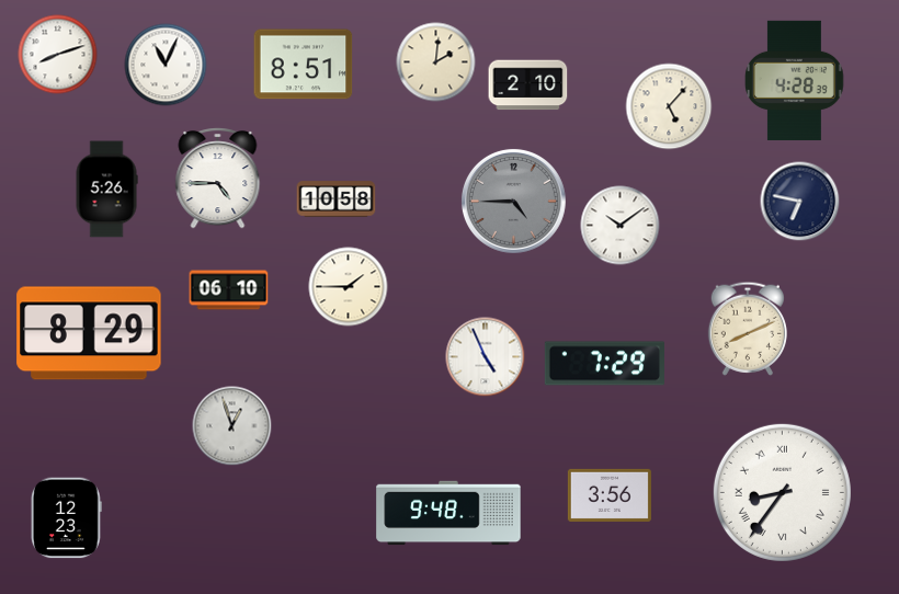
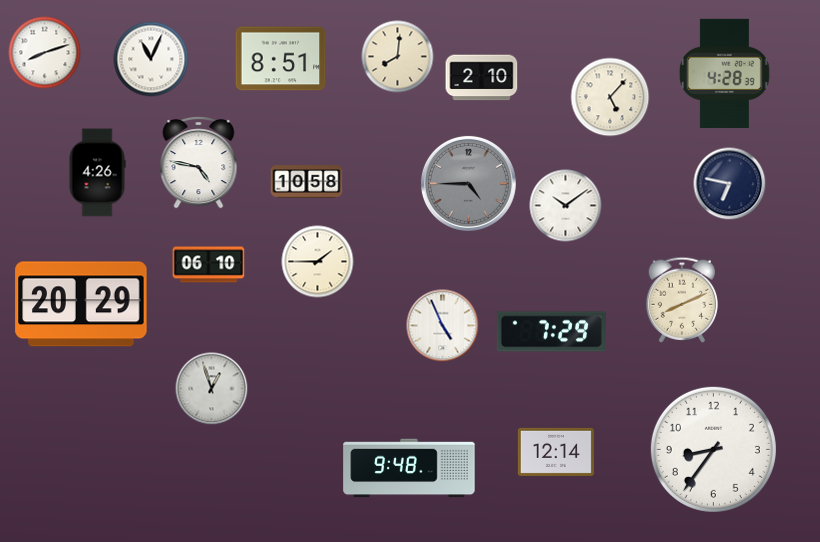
clock at (58, 55) position: (58, 55) -> (45, 53)
clock at (436, 62): 2:01 -> 8:01
clock at (304, 65) position: (304, 65) -> (281, 59)
clock at (218, 179): 4:45 -> 4:47
clock at (106, 190): 5:26 -> 4:26
clock at (89, 333): 8:29 -> 20:29
clock at (782, 492) numerals: Roman -> Arabic
clock at (610, 495): 3:56 -> 12:14
clock at (66, 518): 12:23 -> none
